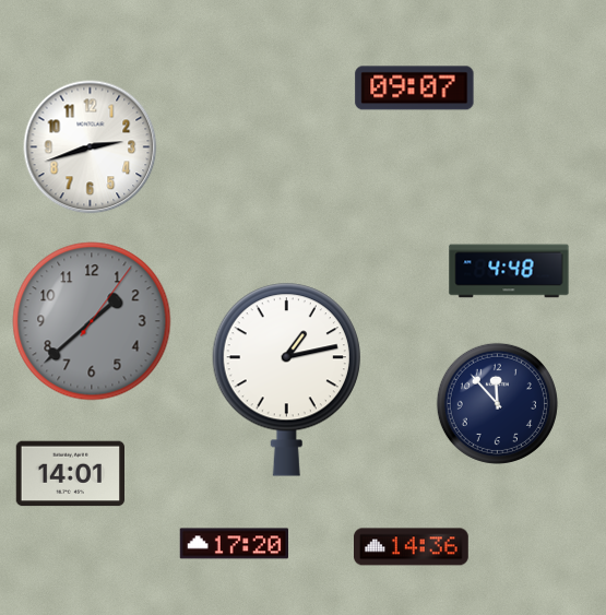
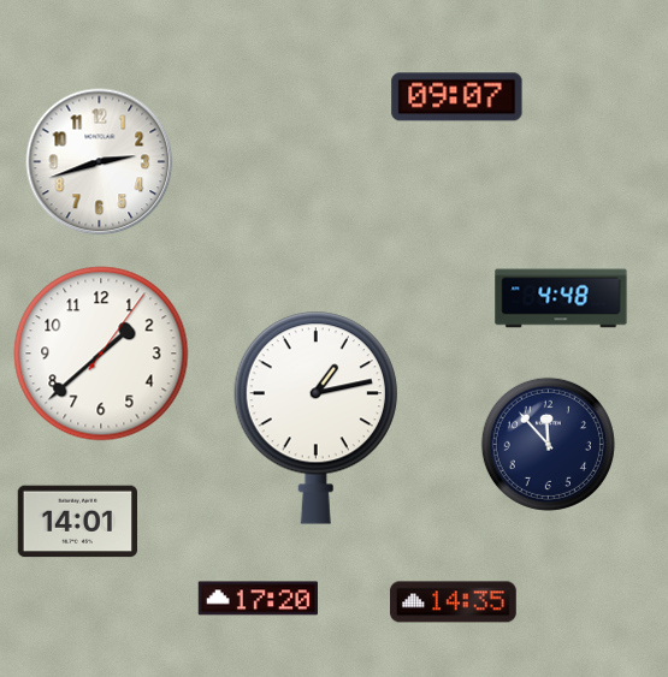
clock at (92, 321) dial: grey -> white
clock at (412, 547): 14:36 -> 14:35
